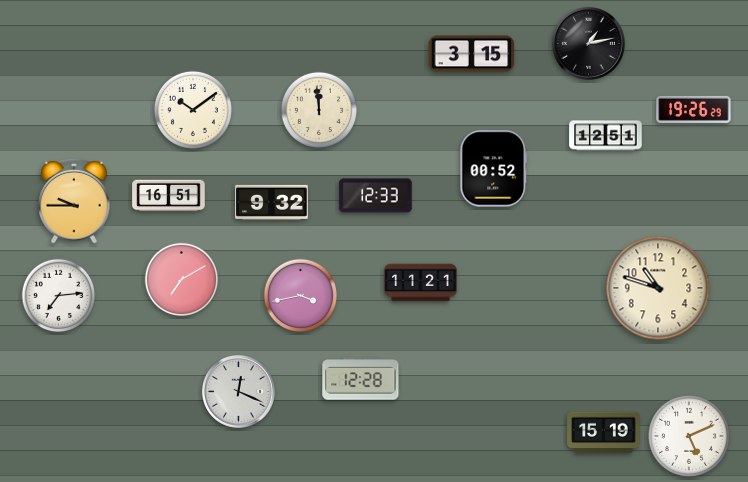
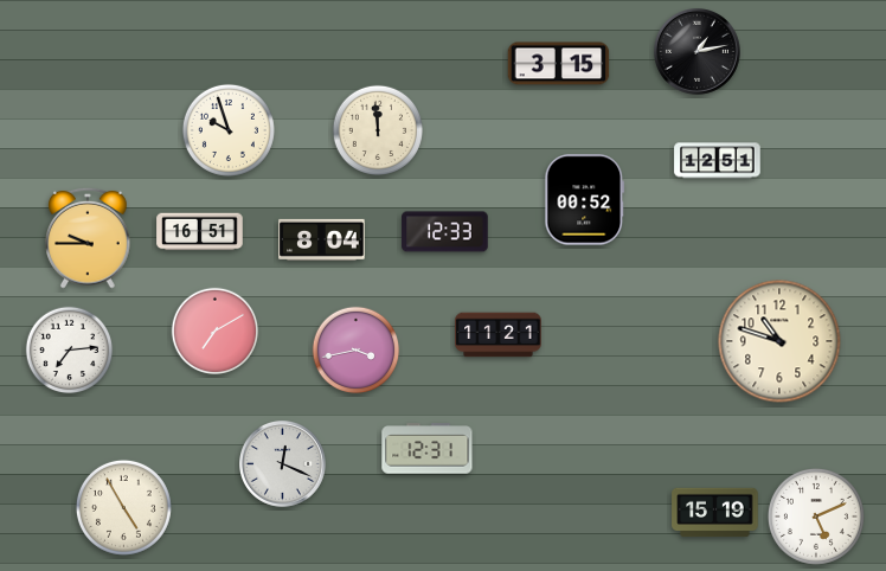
clock at (694, 109): 19:26 -> none
clock at (193, 110): 10:09 -> 9:57
clock at (272, 202): 9:32 -> 8:04
clock at (361, 379): 12:28 -> 12:31
clock at (123, 507): none -> 4:55
